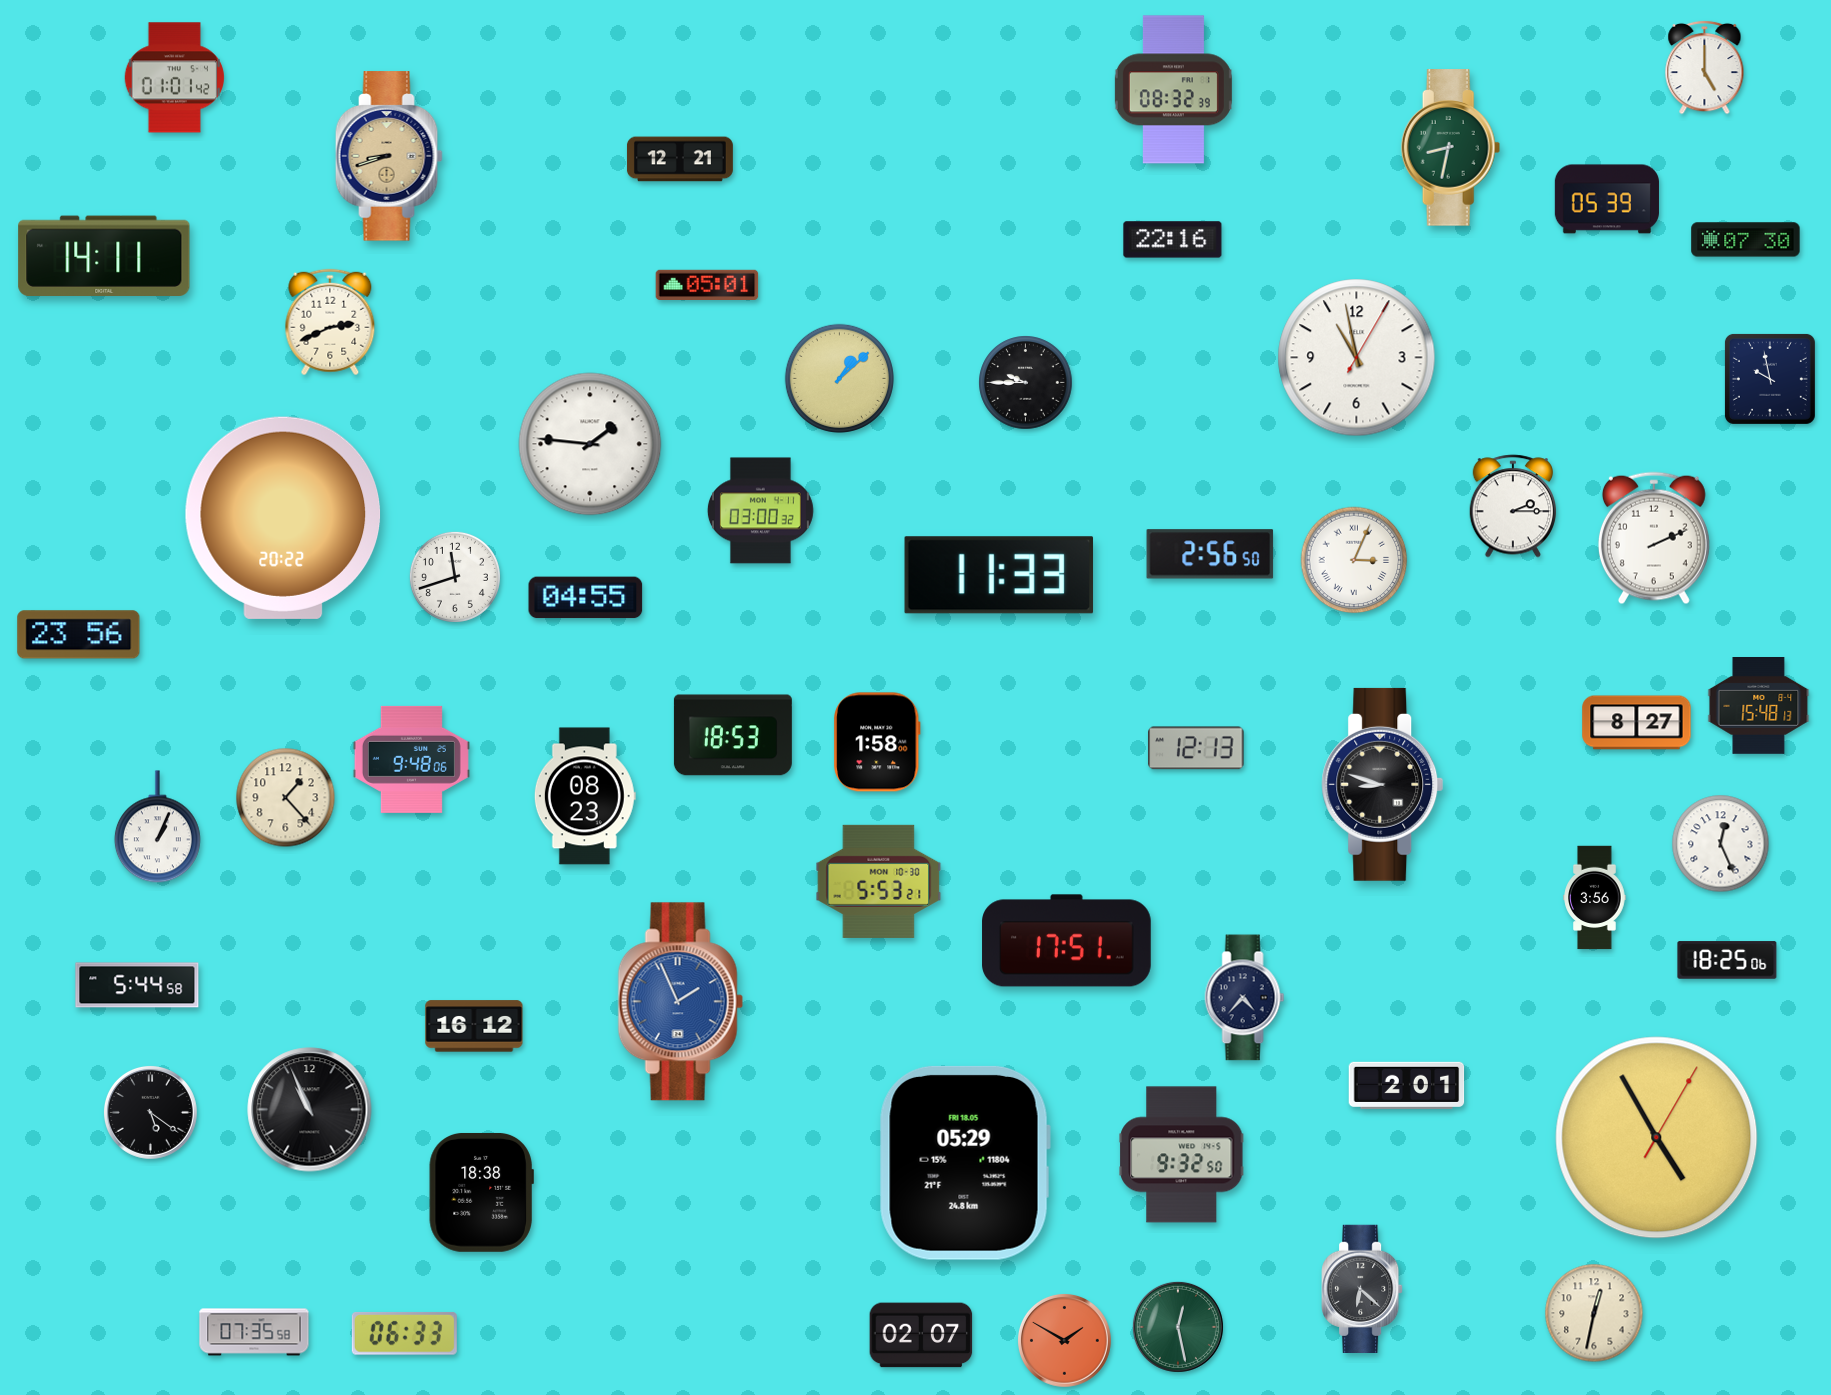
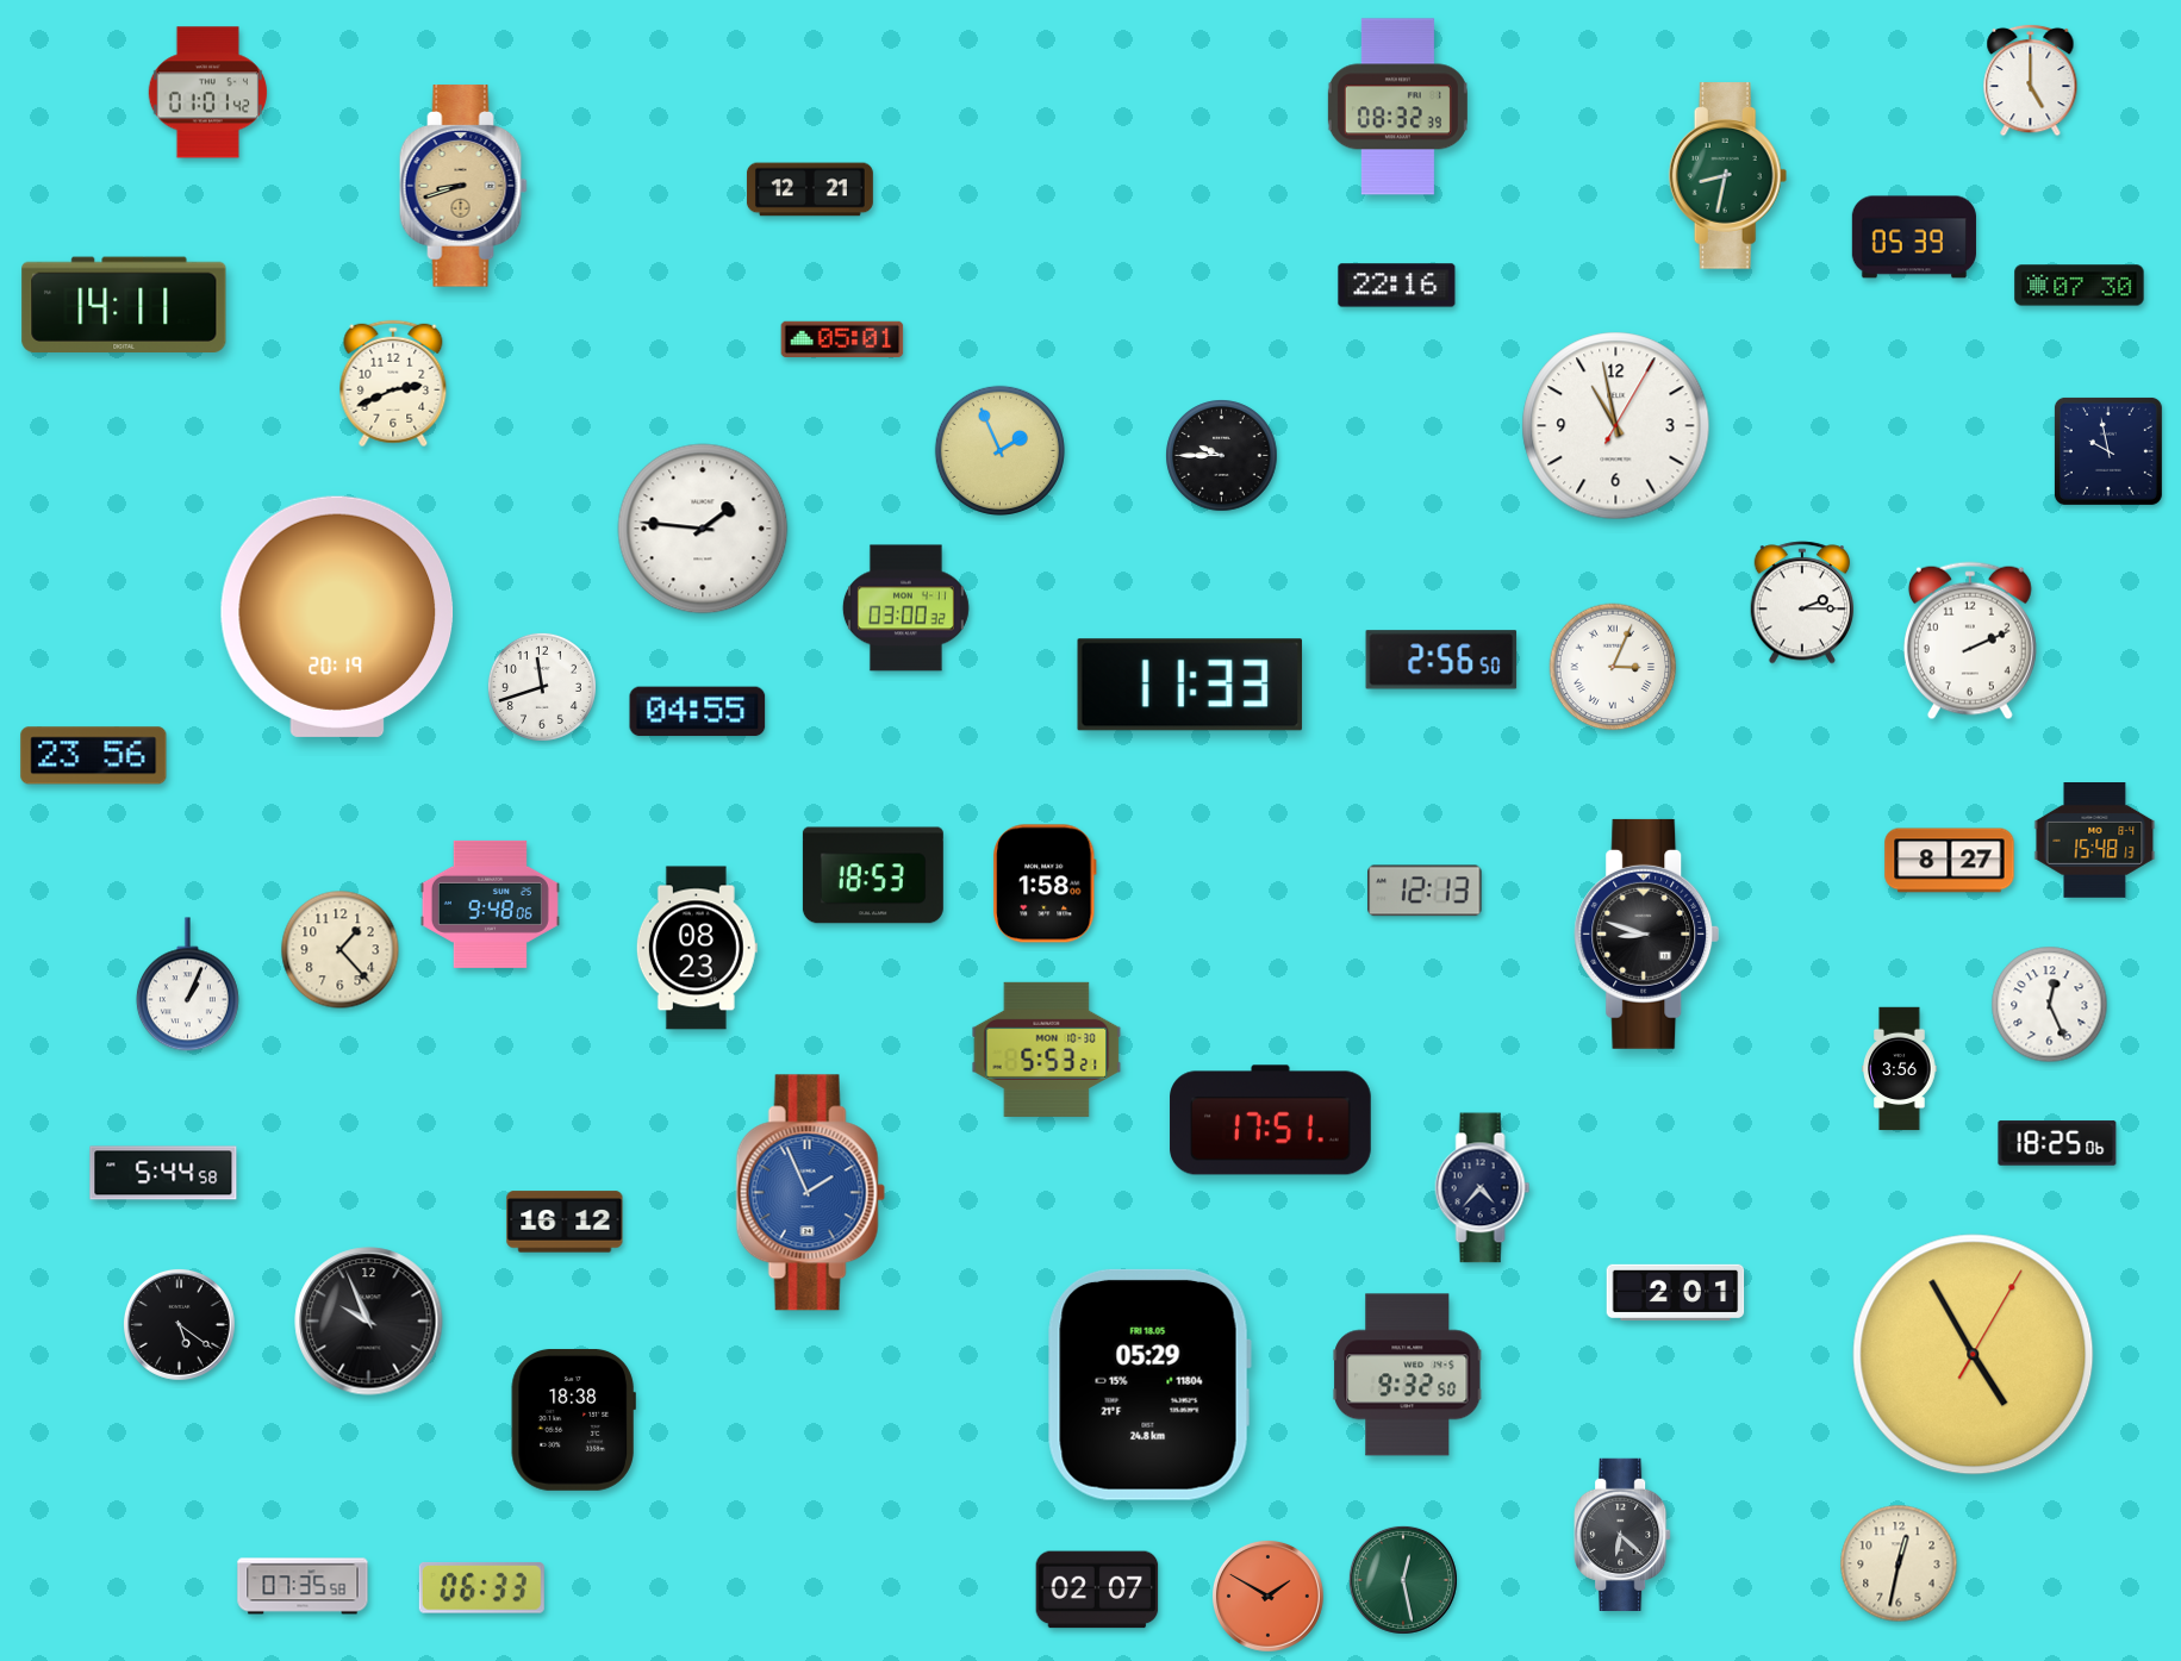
clock at (839, 378): 1:08 -> 1:56
clock at (283, 518): 20:22 -> 20:19
clock at (310, 1110): 10:56 -> 9:56
